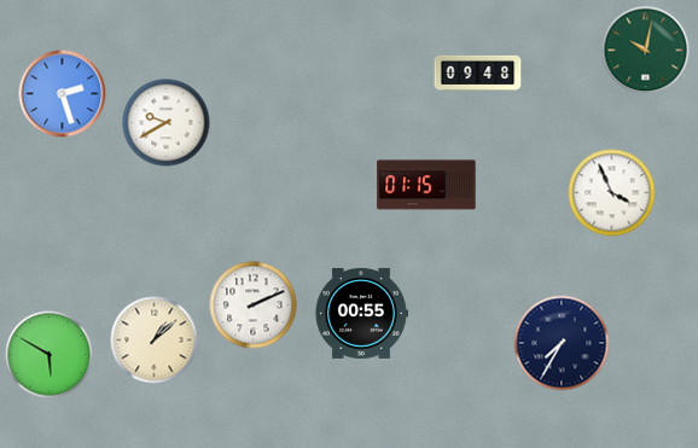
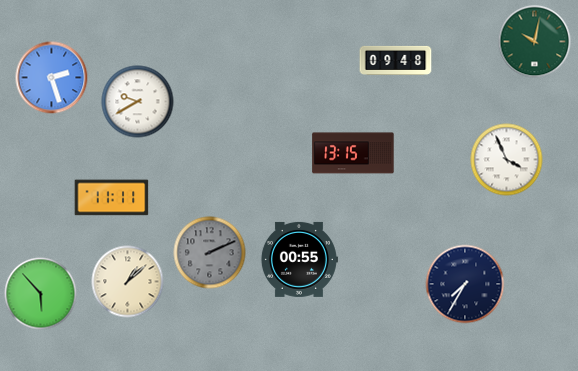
clock at (426, 185): 01:15 -> 13:15
clock at (112, 198): none -> 11:11
clock at (254, 306) dial: white -> grey
clock at (50, 355): 5:50 -> 5:53
